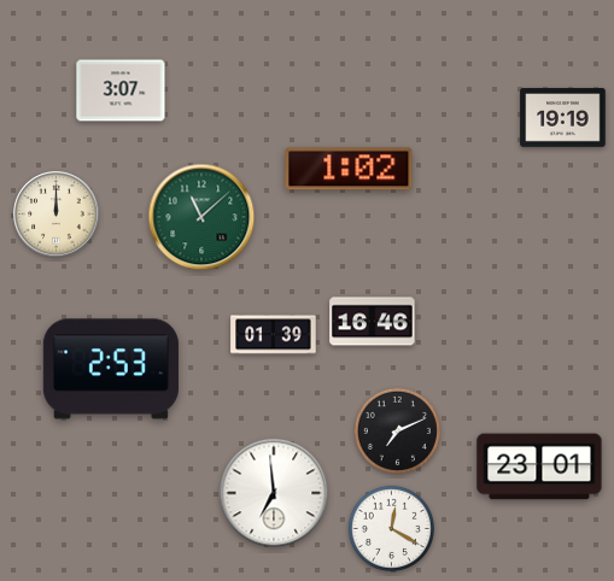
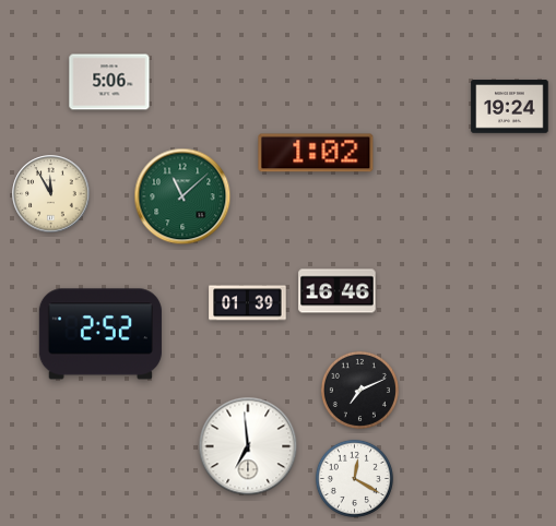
clock at (121, 90): 3:07 -> 5:06
clock at (563, 118): 19:19 -> 19:24
clock at (57, 215): 12:00 -> 11:55
clock at (111, 369): 2:53 -> 2:52
clock at (539, 466): 23:01 -> none
